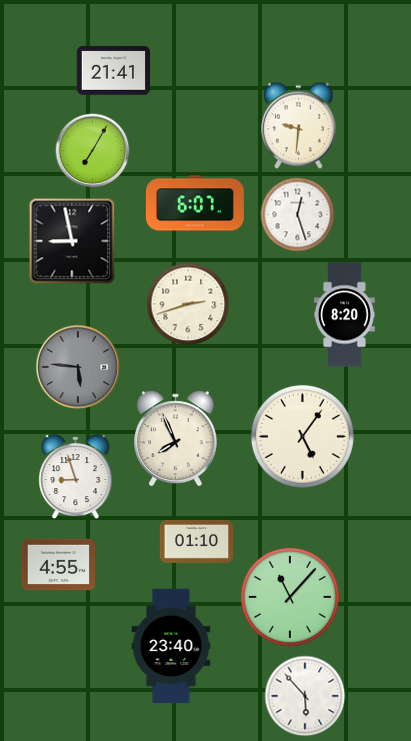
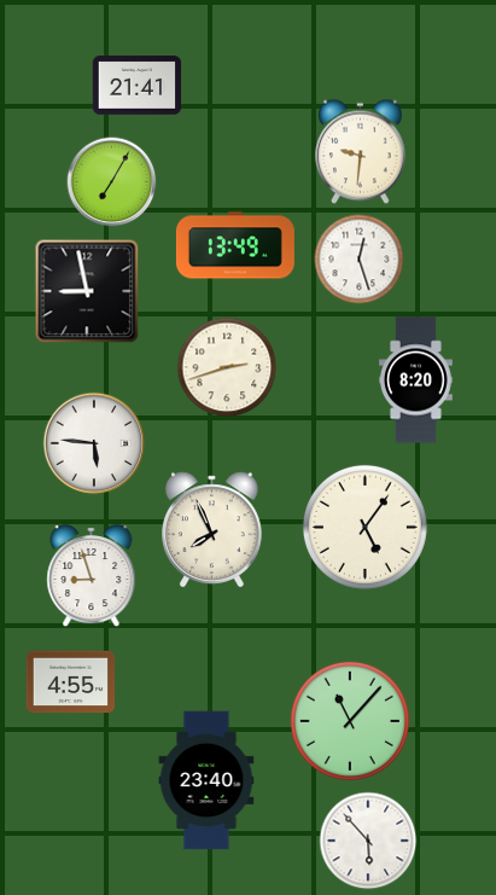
clock at (195, 203): 6:07 -> 13:49
clock at (78, 367) dial: grey -> white
clock at (197, 541): 01:10 -> none
